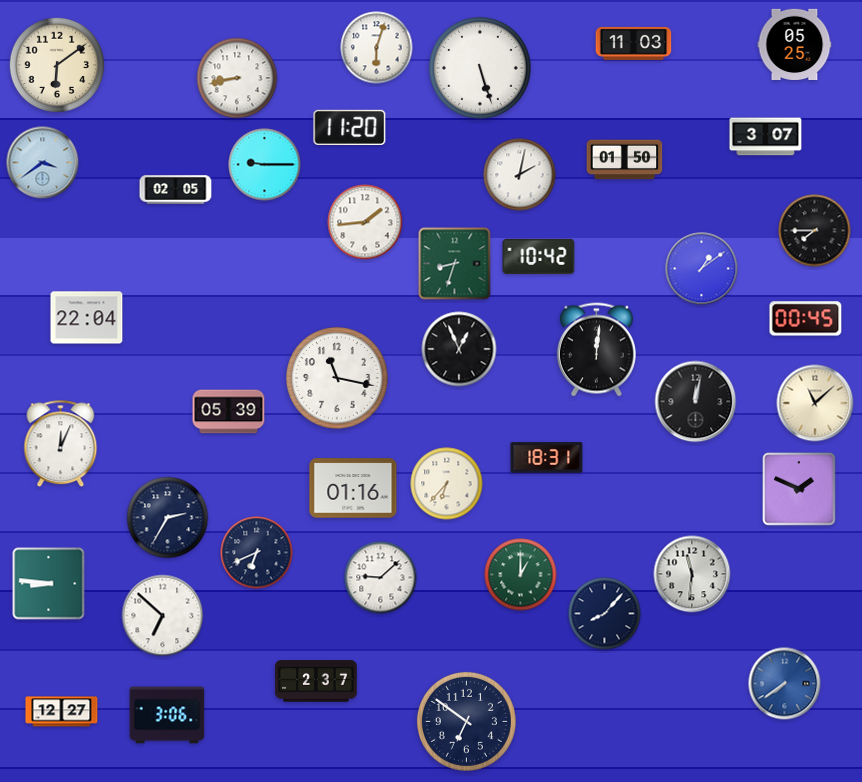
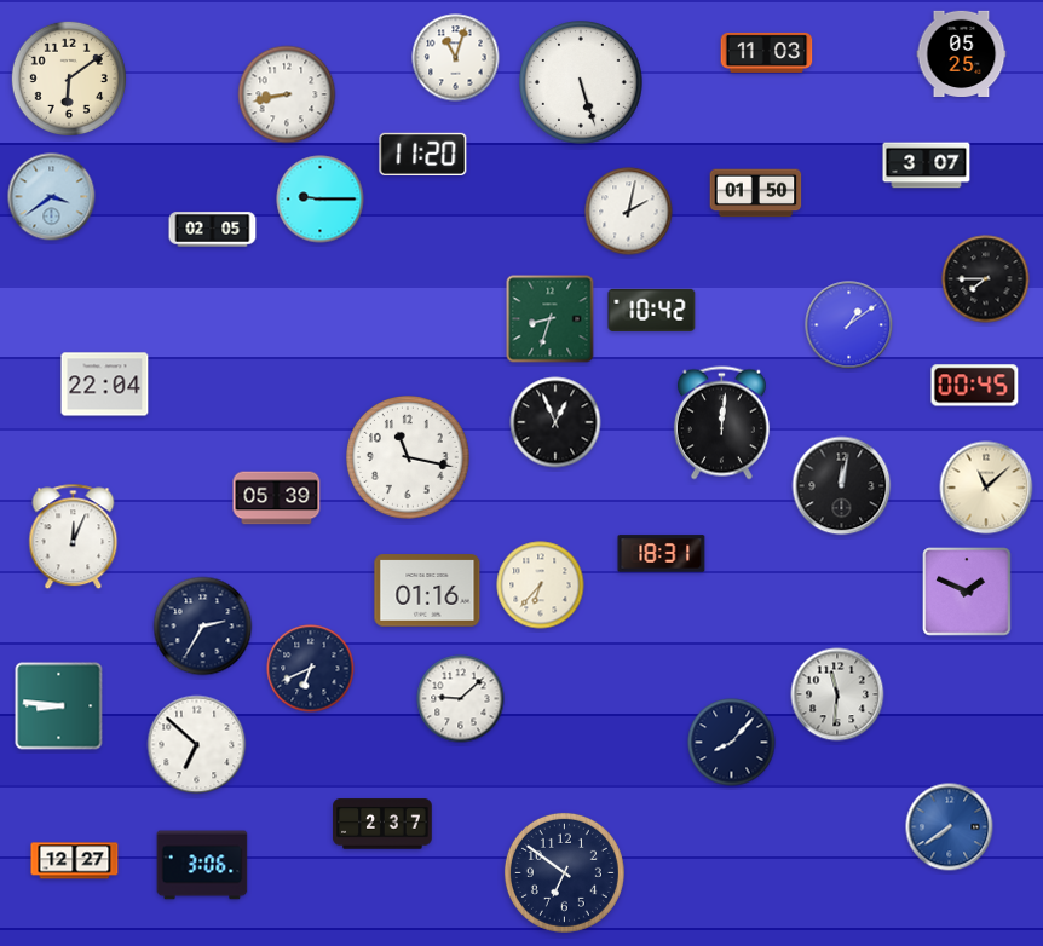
clock at (377, 48): 6:03 -> 11:03
clock at (365, 222): 1:44 -> none
clock at (521, 575): 1:00 -> none
